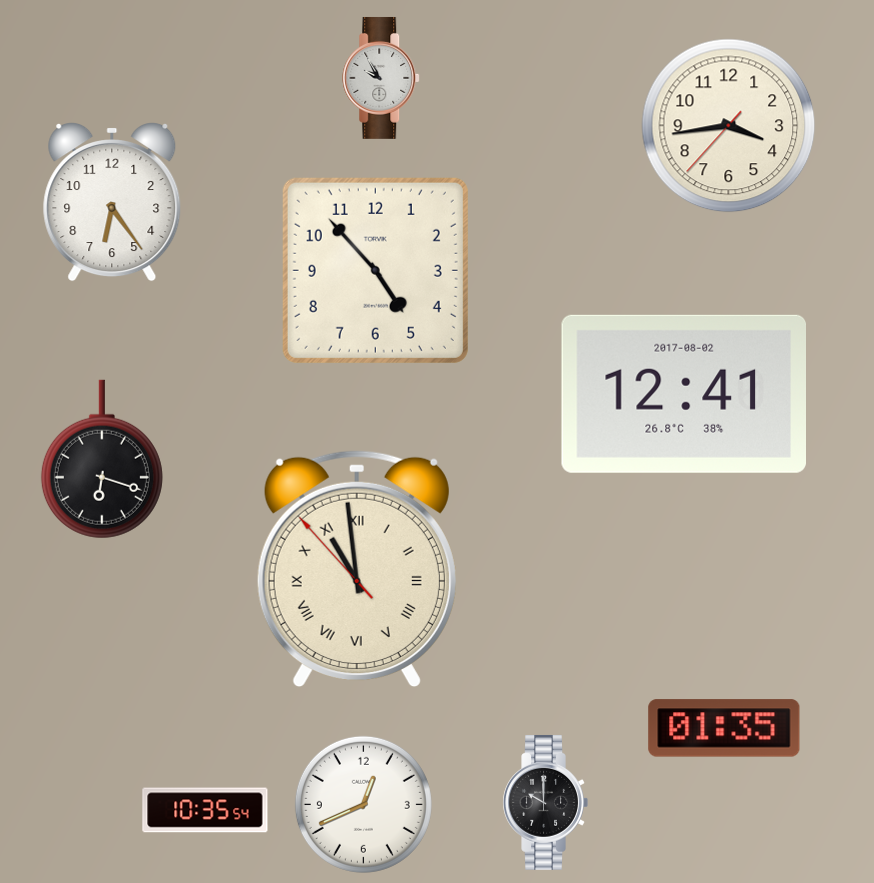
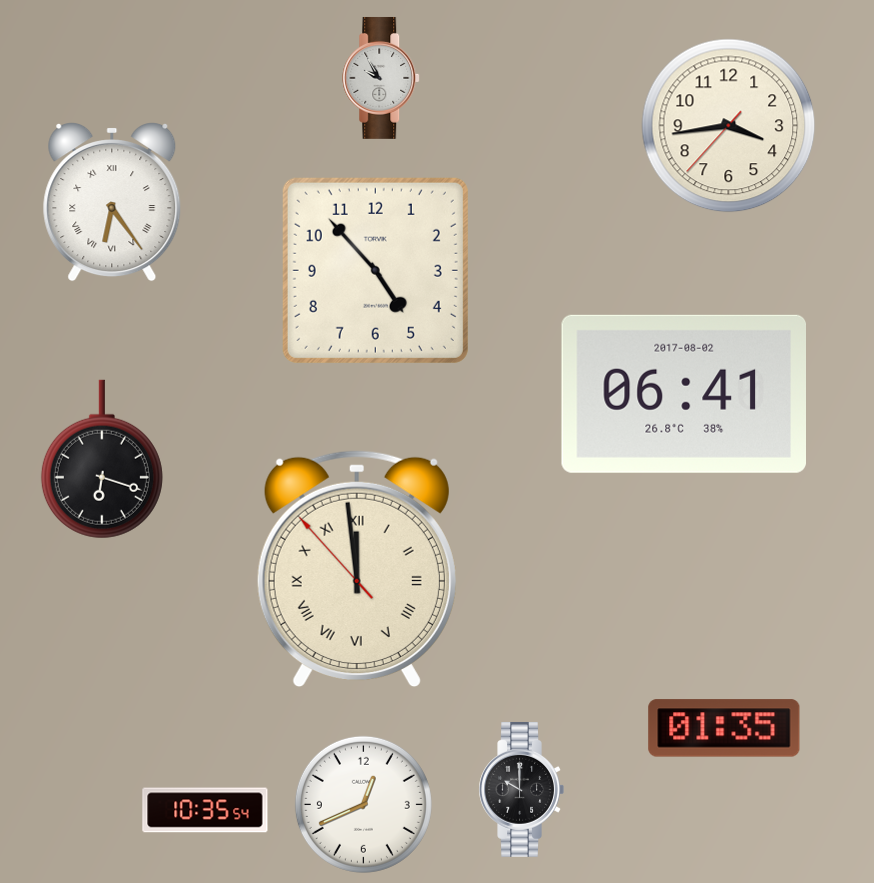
clock at (112, 203) numerals: Arabic -> Roman
clock at (683, 394): 12:41 -> 06:41
clock at (357, 569): 10:58 -> 11:58
clock at (545, 802) position: (545, 802) -> (521, 789)
